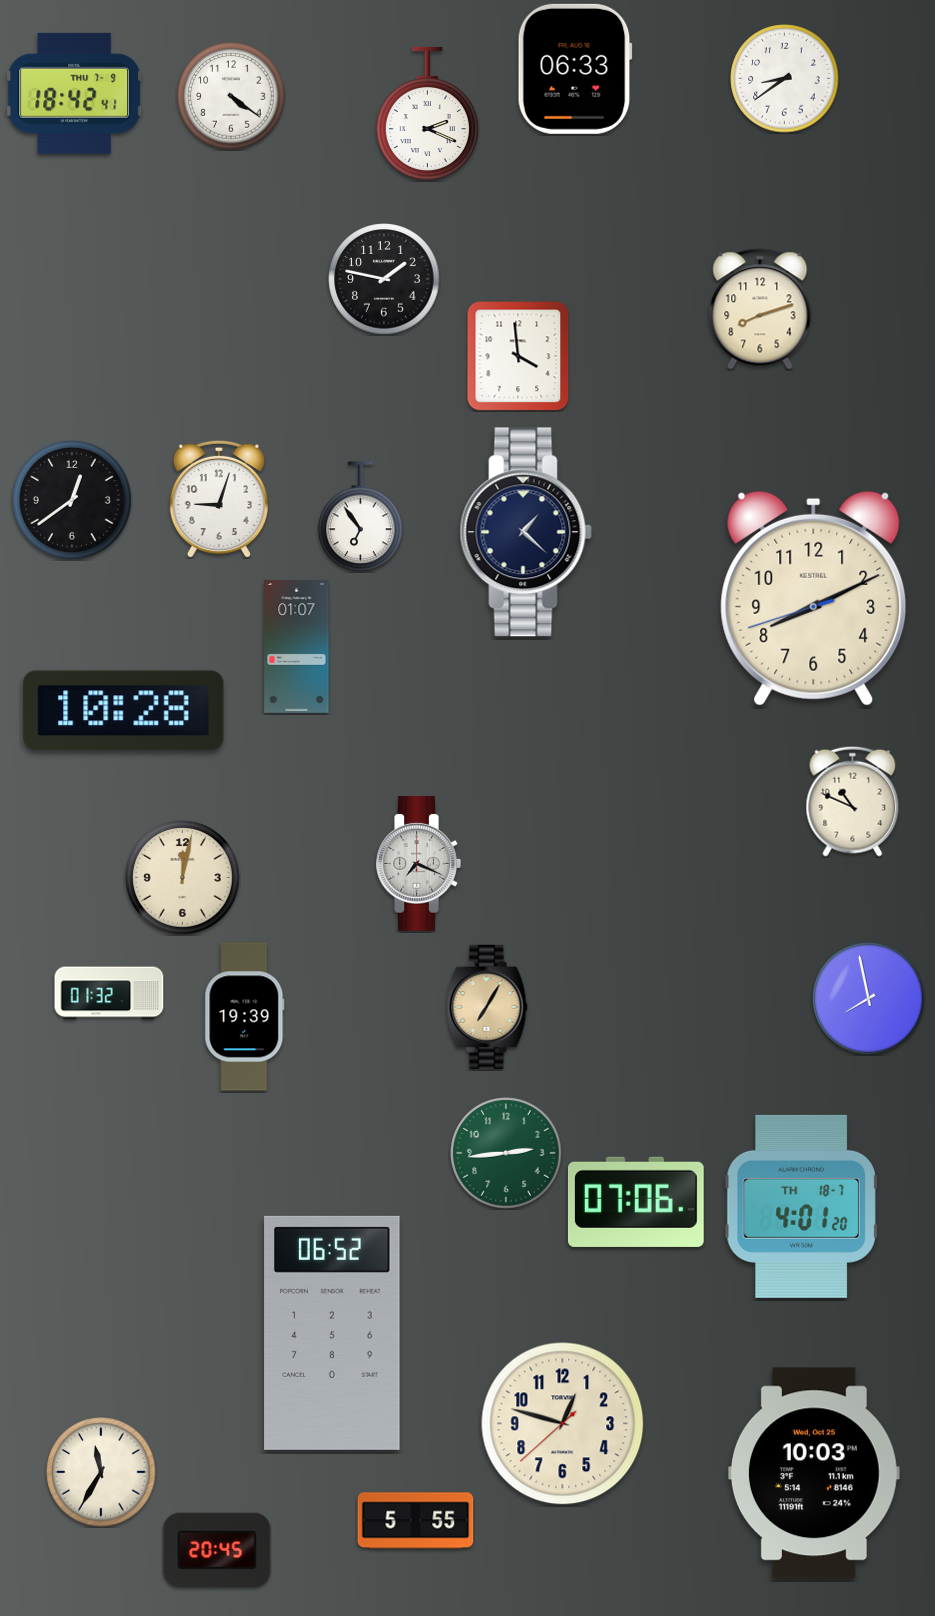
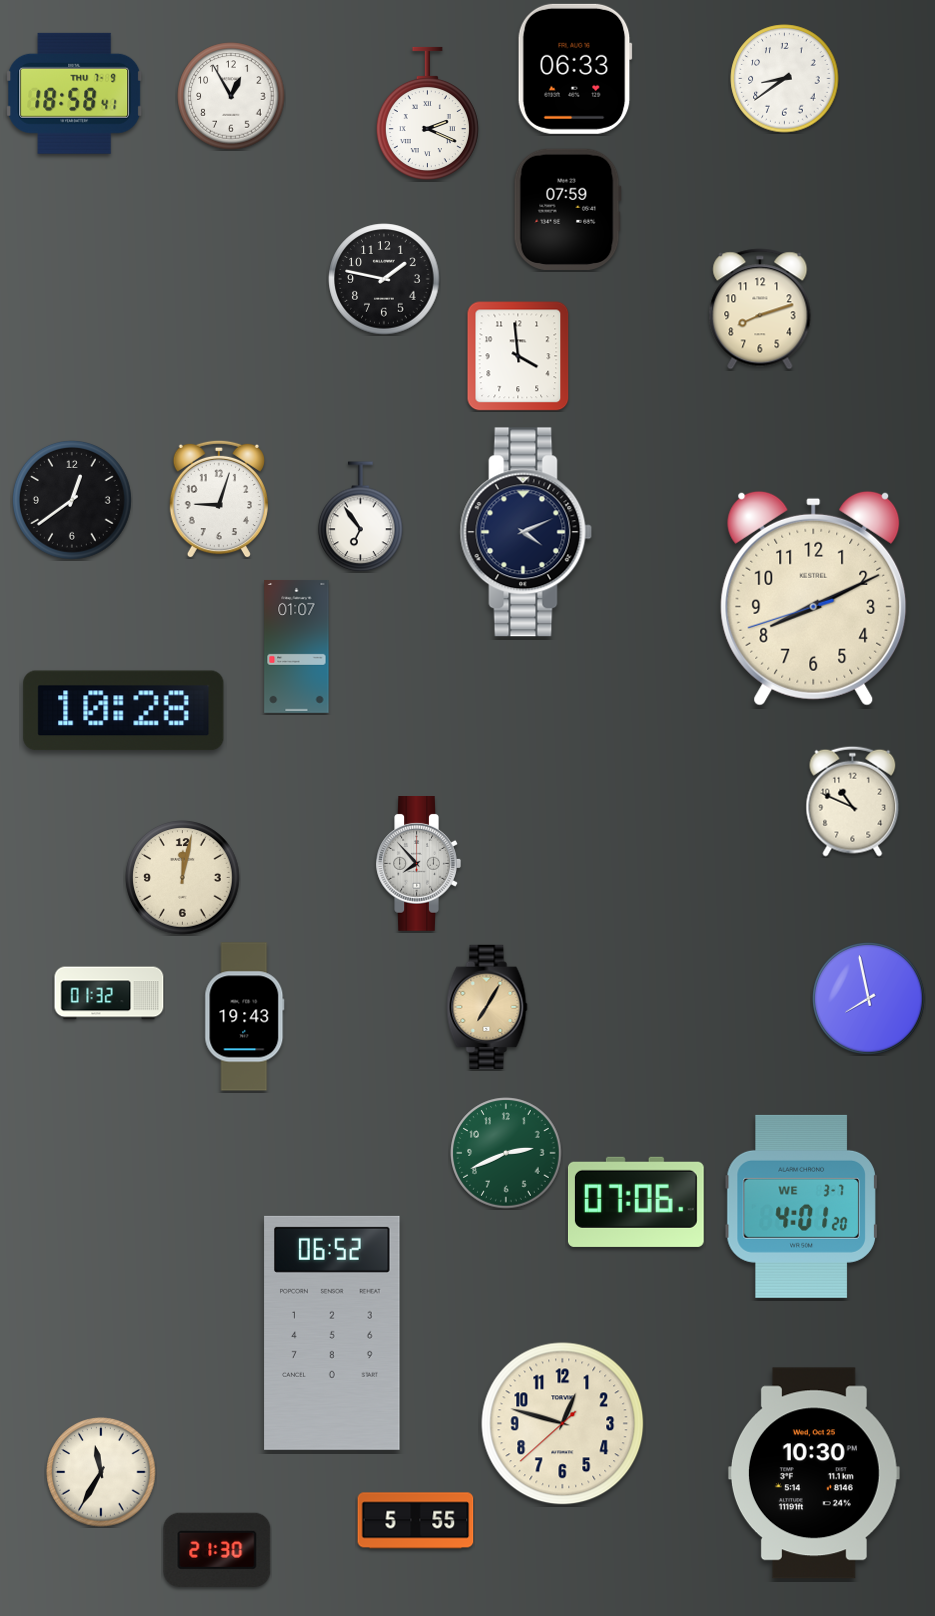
clock at (75, 93): 18:42 -> 18:58
clock at (231, 96): 4:21 -> 12:55
clock at (567, 209): none -> 07:59
clock at (526, 532): 1:22 -> 4:11
clock at (418, 864): 7:19 -> 7:53
clock at (245, 1017): 19:39 -> 19:43
clock at (506, 1153): 2:44 -> 2:41
clock at (801, 1206) date: TH 18-7 -> WE 3-7
clock at (814, 1473): 10:03 -> 10:30
clock at (217, 1550): 20:45 -> 21:30
